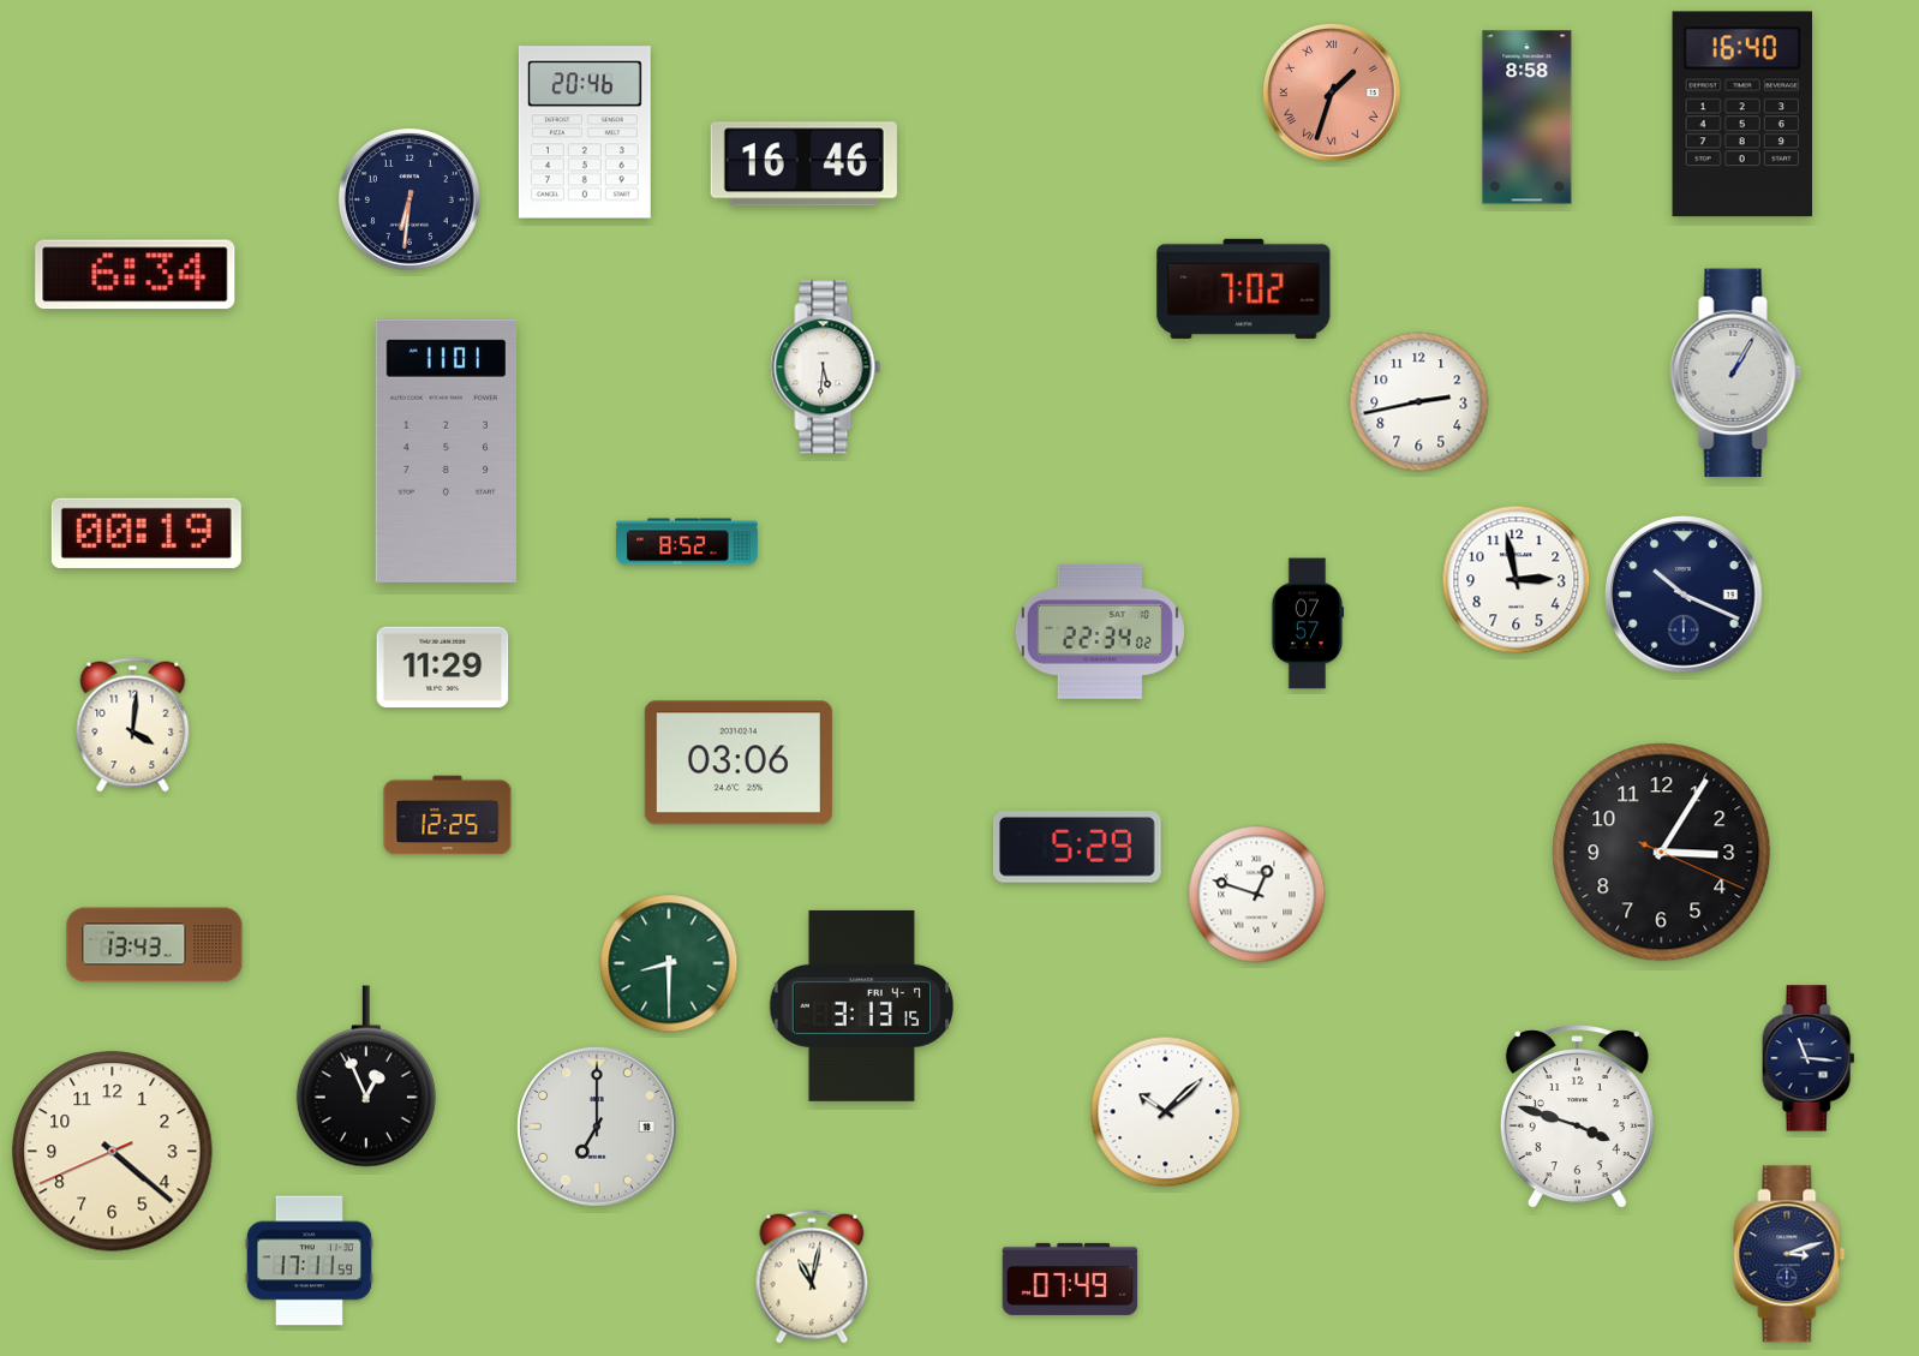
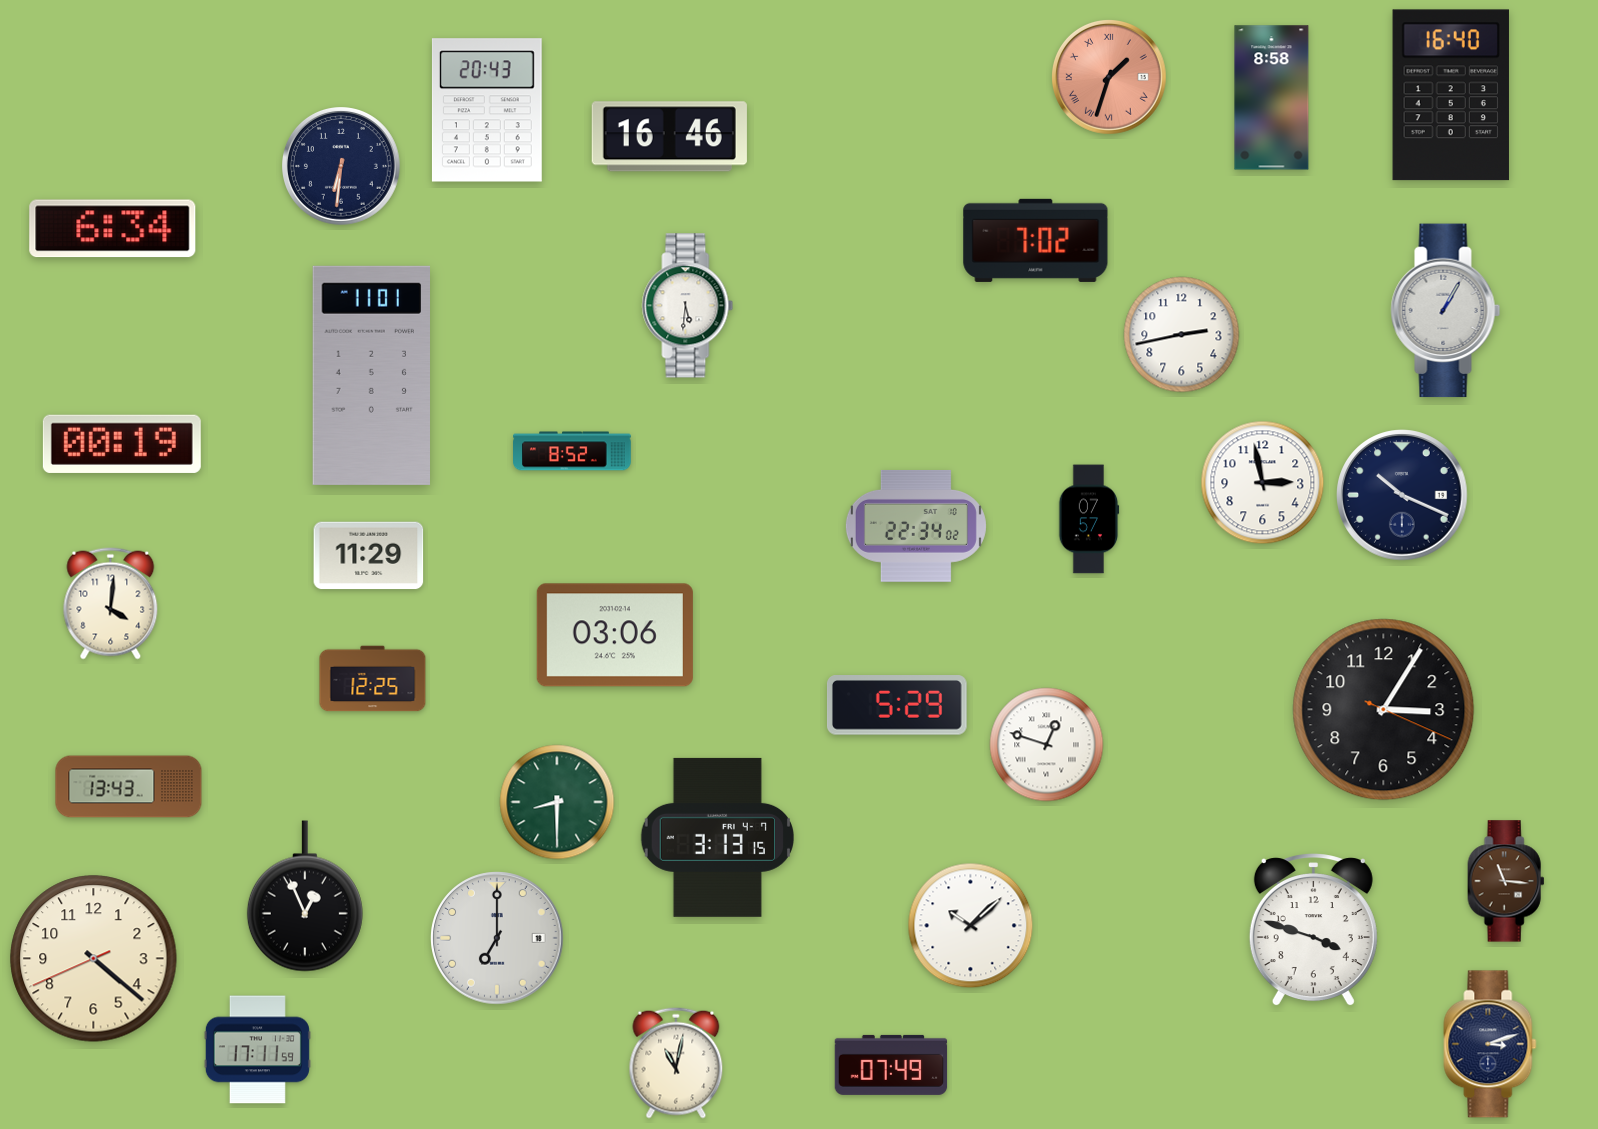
clock at (585, 132): 20:46 -> 20:43
clock at (1809, 1058) dial: navy -> brown
